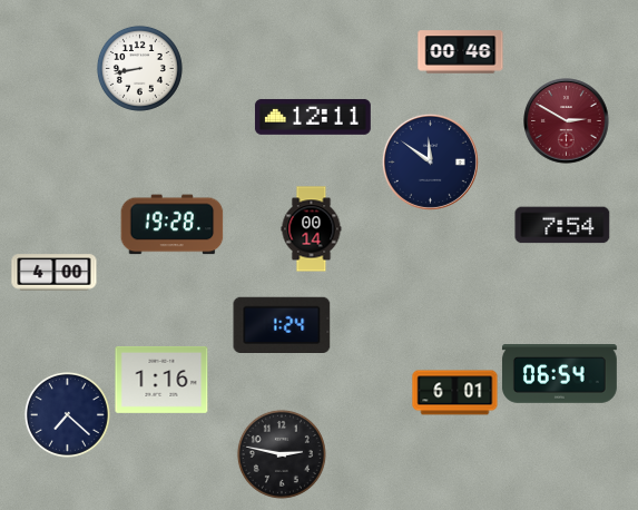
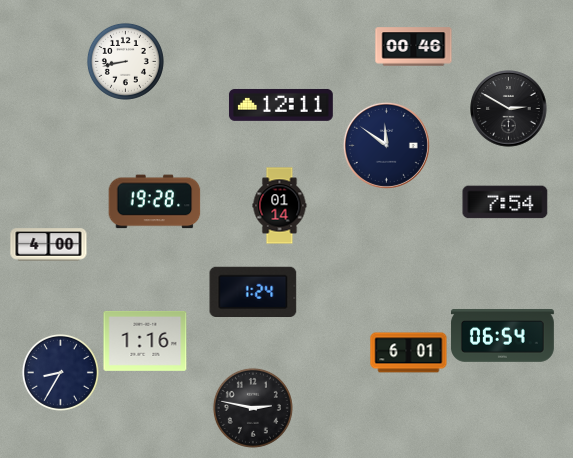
clock at (567, 121) dial: burgundy -> black
clock at (312, 229): 00:14 -> 01:14
clock at (67, 414): 7:22 -> 8:35
